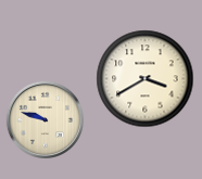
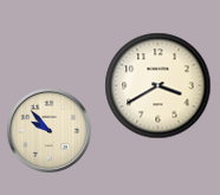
clock at (45, 119): 9:48 -> 9:53
